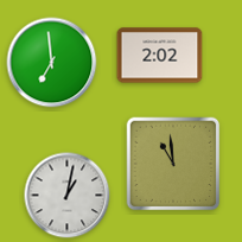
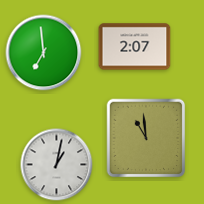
clock at (160, 56): 2:02 -> 2:07
